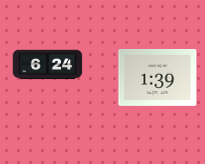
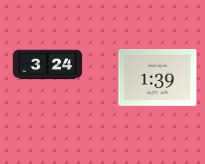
clock at (48, 65): 6:24 -> 3:24
